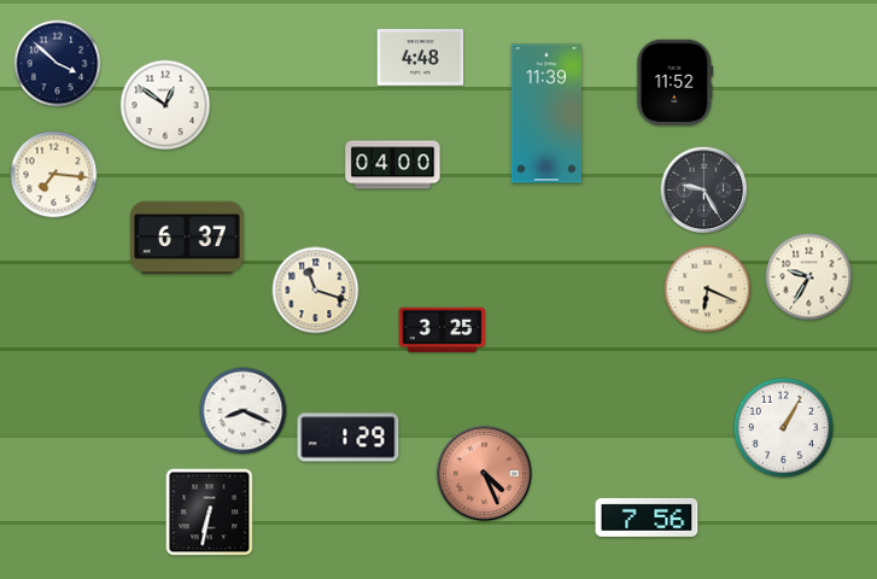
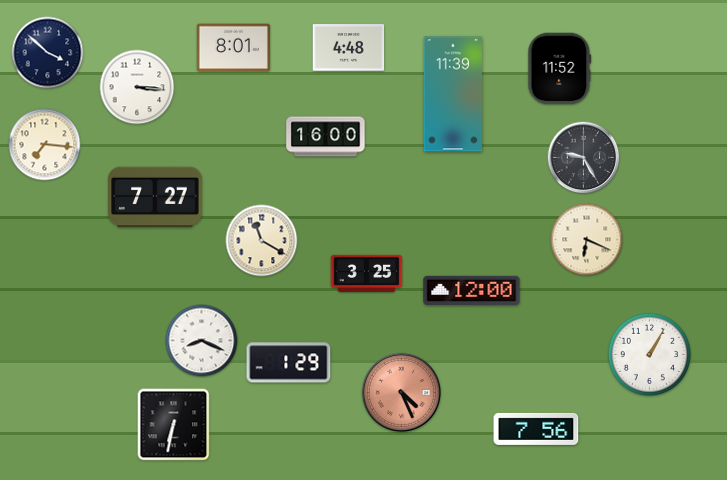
clock at (233, 48): none -> 8:01
clock at (165, 105): 12:51 -> 3:16
clock at (393, 165): 04:00 -> 16:00
clock at (187, 238): 6:37 -> 7:27
clock at (809, 277): 9:35 -> none
clock at (316, 291): 11:18 -> 11:20
clock at (472, 290): none -> 12:00
